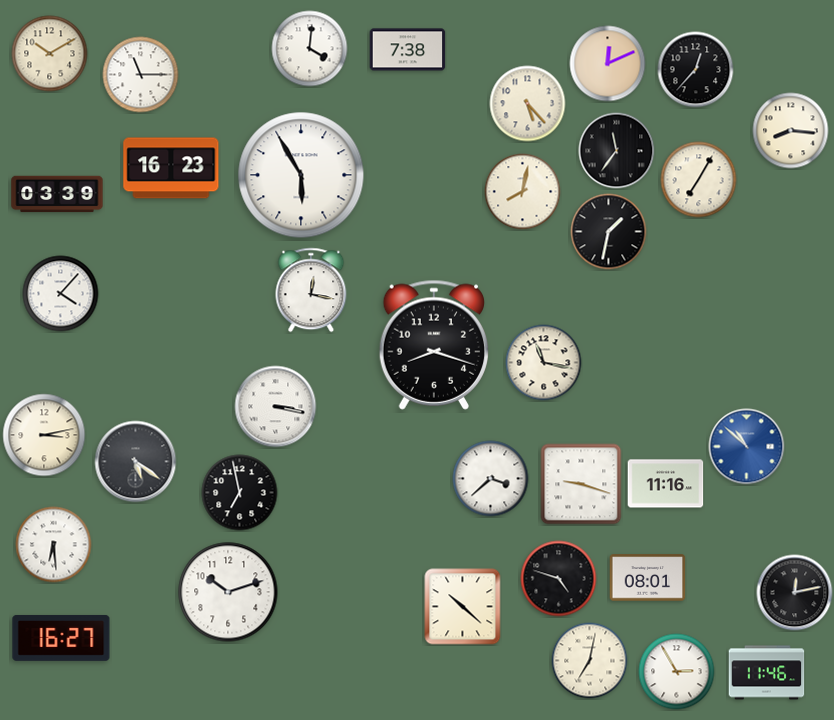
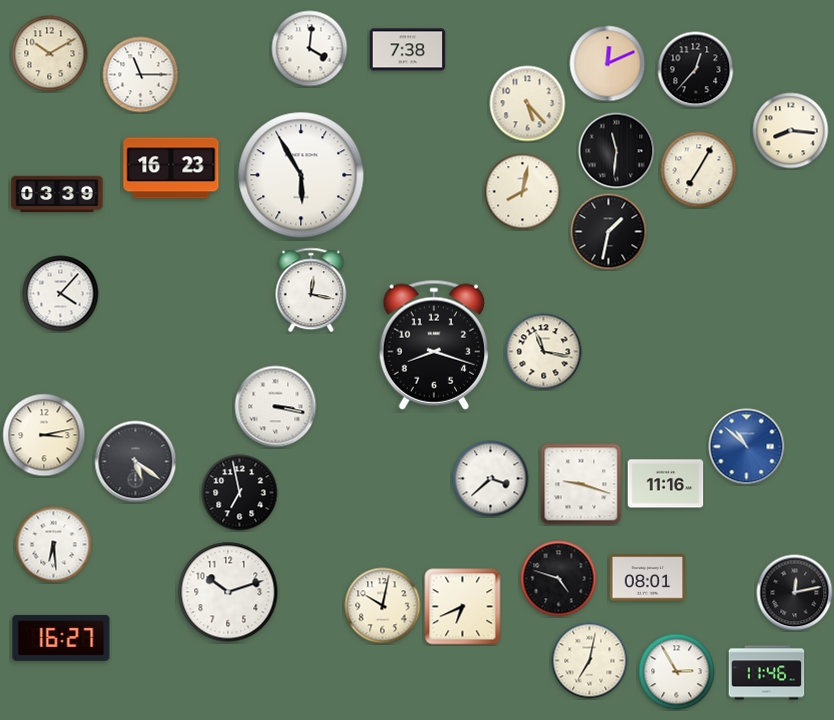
clock at (617, 151): 11:36 -> 11:31
clock at (699, 180) position: (699, 180) -> (699, 170)
clock at (544, 363) position: (544, 363) -> (544, 352)
clock at (383, 606): none -> 10:02
clock at (463, 607): 10:22 -> 6:41
